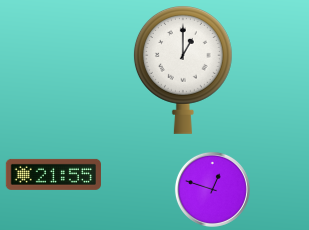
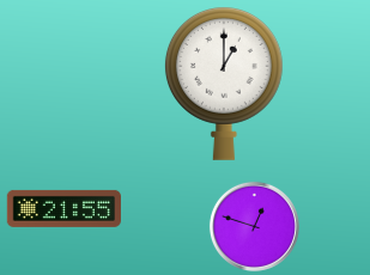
clock at (183, 70) position: (183, 70) -> (224, 84)
